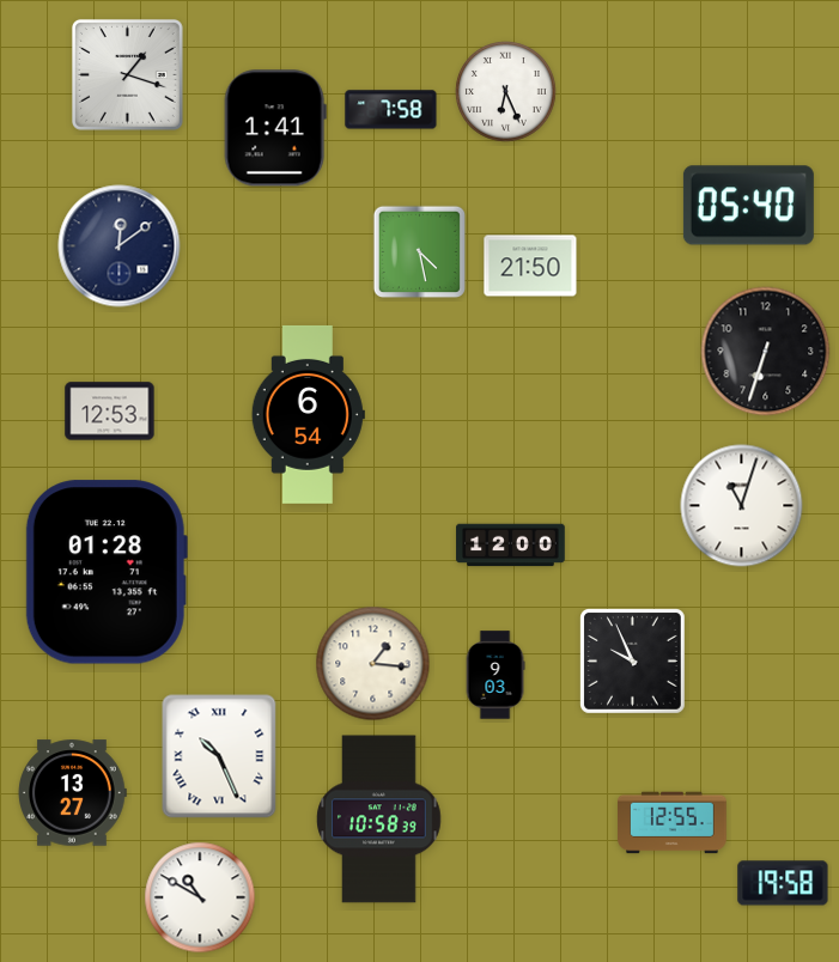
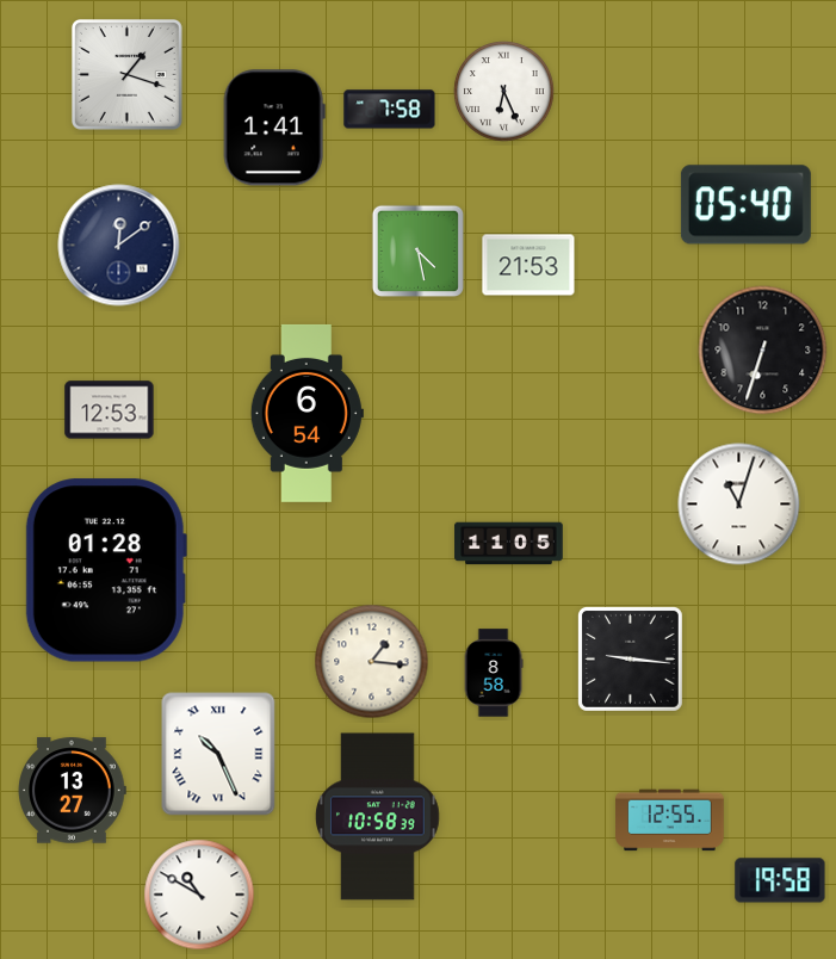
clock at (530, 266): 21:50 -> 21:53
clock at (511, 546): 12:00 -> 11:05
clock at (632, 660): 9:56 -> 9:16
clock at (496, 675): 9:03 -> 8:58
